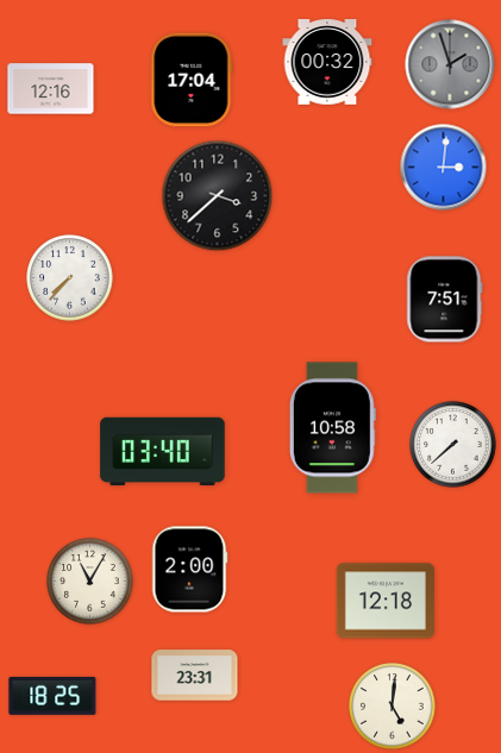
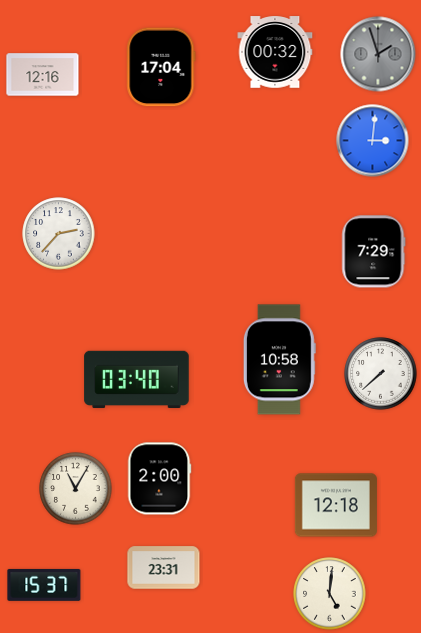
clock at (218, 196): 3:38 -> none
clock at (70, 278): 7:37 -> 2:37
clock at (445, 300): 7:51 -> 7:29
clock at (386, 601) position: (386, 601) -> (336, 505)
clock at (52, 696): 18:25 -> 15:37
